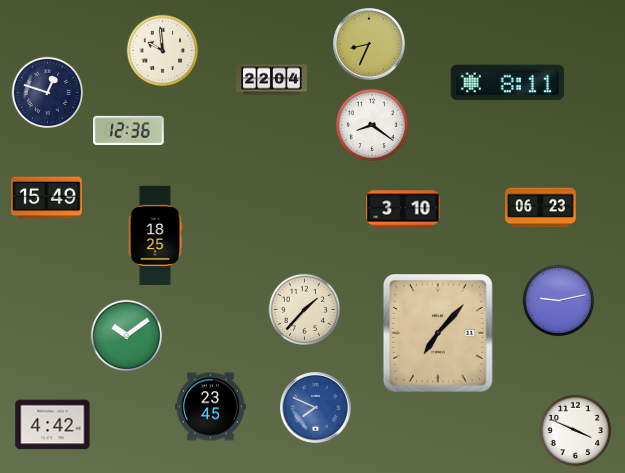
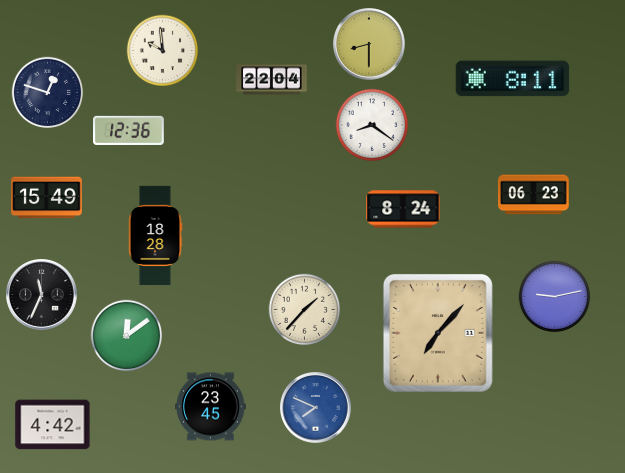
clock at (369, 44): 8:34 -> 8:30
clock at (508, 83) position: (508, 83) -> (513, 79)
clock at (541, 208) position: (541, 208) -> (534, 195)
clock at (403, 209): 3:10 -> 8:24
clock at (155, 235): 18:25 -> 18:28
clock at (42, 295): none -> 11:34
clock at (559, 301) position: (559, 301) -> (555, 297)
clock at (127, 336): 10:09 -> 12:09
clock at (576, 431): 3:49 -> none
